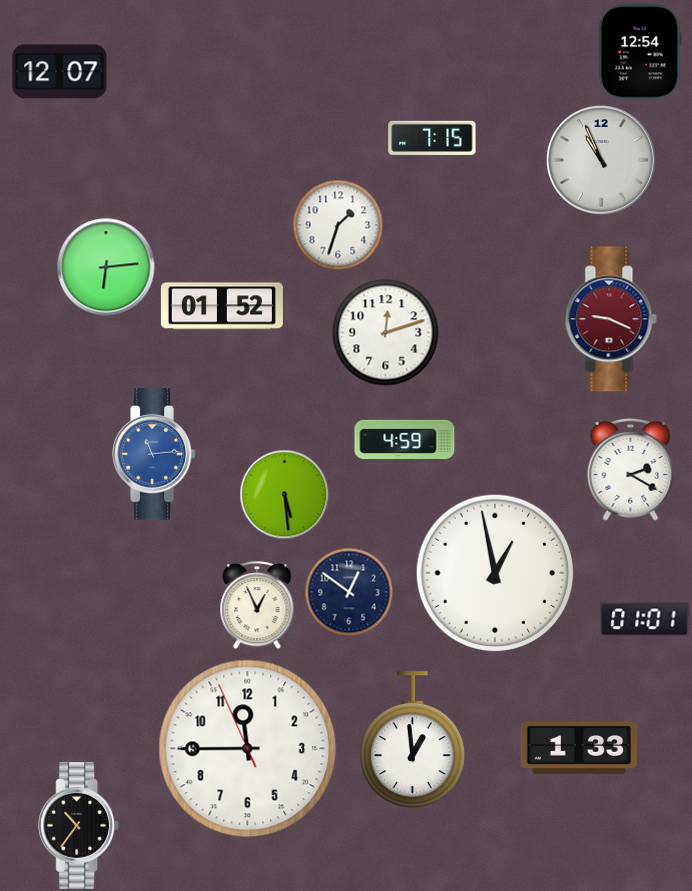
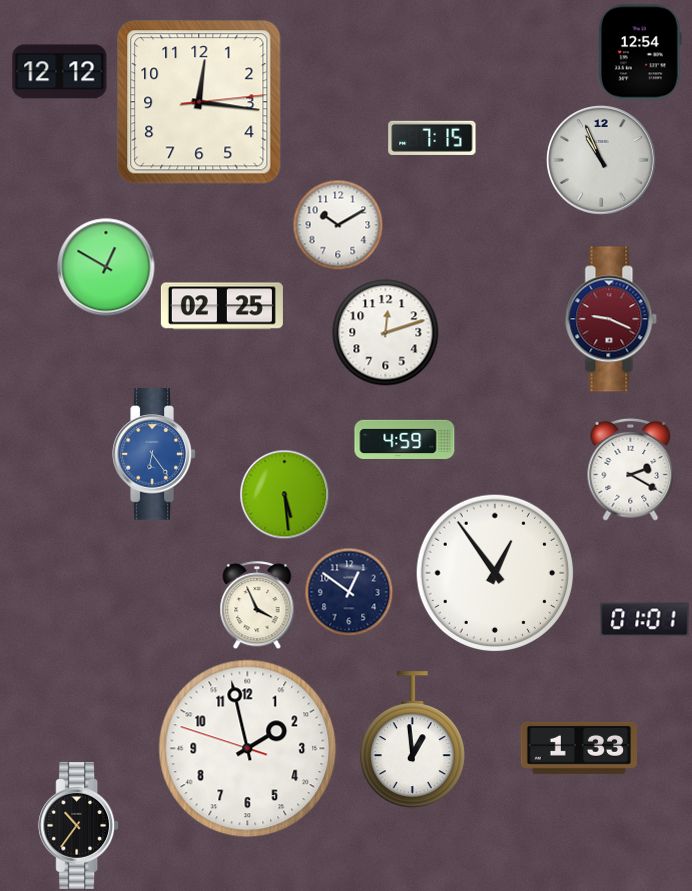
clock at (60, 72): 12:07 -> 12:12
clock at (199, 102): none -> 12:16
clock at (338, 225): 1:33 -> 10:10
clock at (106, 267): 6:14 -> 12:50
clock at (222, 306): 01:52 -> 02:25
clock at (154, 454): 11:14 -> 6:24
clock at (494, 572): 12:58 -> 12:54
clock at (257, 605): 12:56 -> 3:56
clock at (248, 749): 11:44 -> 1:57
